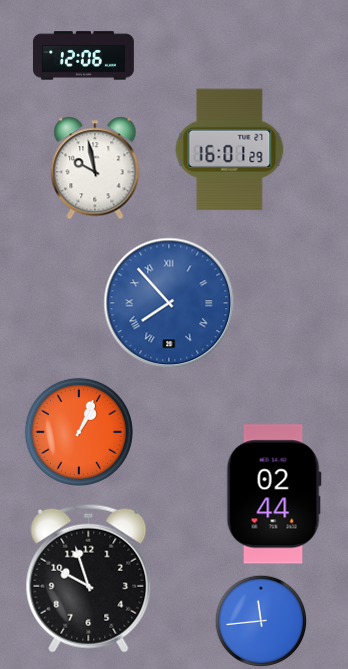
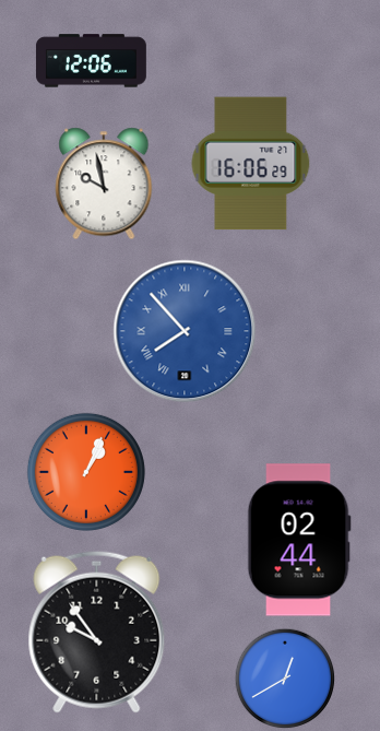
clock at (230, 150): 16:01 -> 16:06
clock at (89, 578): 9:57 -> 9:54
clock at (261, 621): 11:44 -> 12:40
